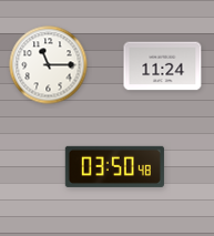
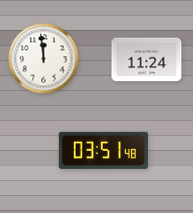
clock at (49, 65): 11:15 -> 11:59
clock at (114, 166): 03:50 -> 03:51
